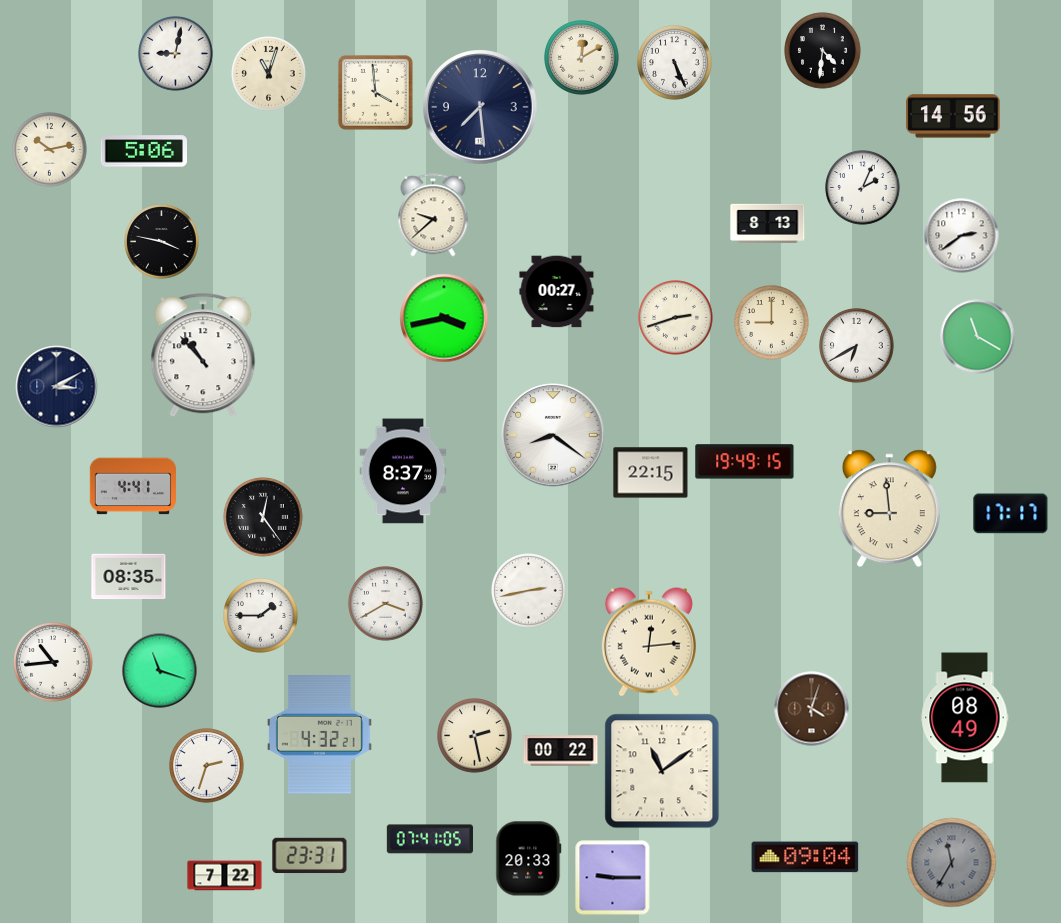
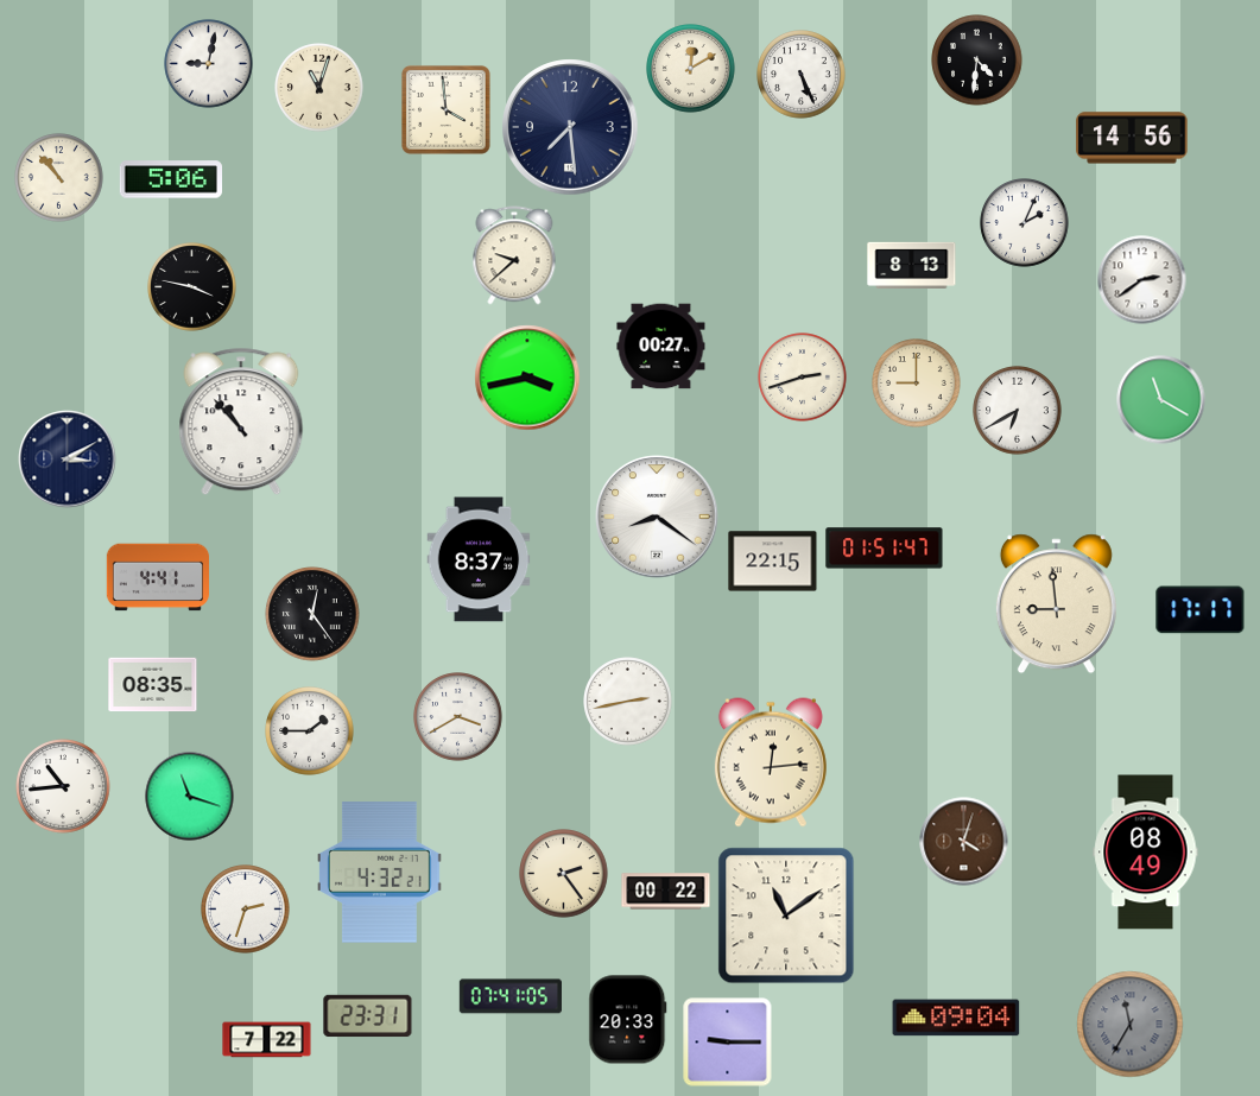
clock at (50, 150): 10:13 -> 10:53
clock at (745, 462): 19:49 -> 01:51
clock at (475, 736): 2:28 -> 2:24
